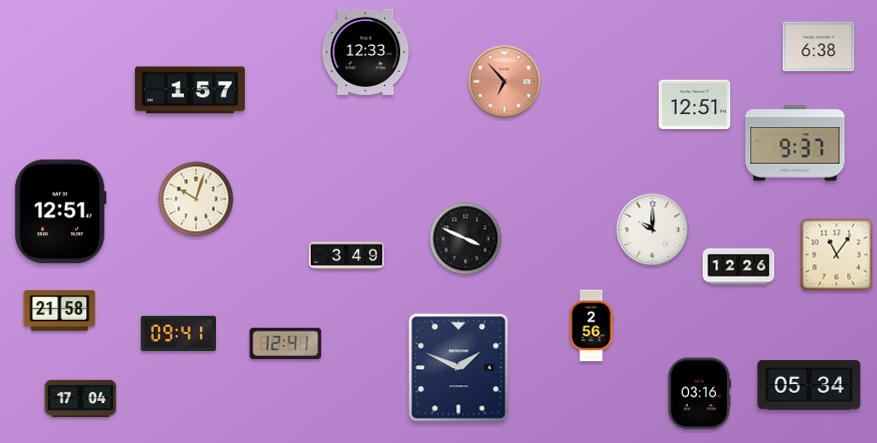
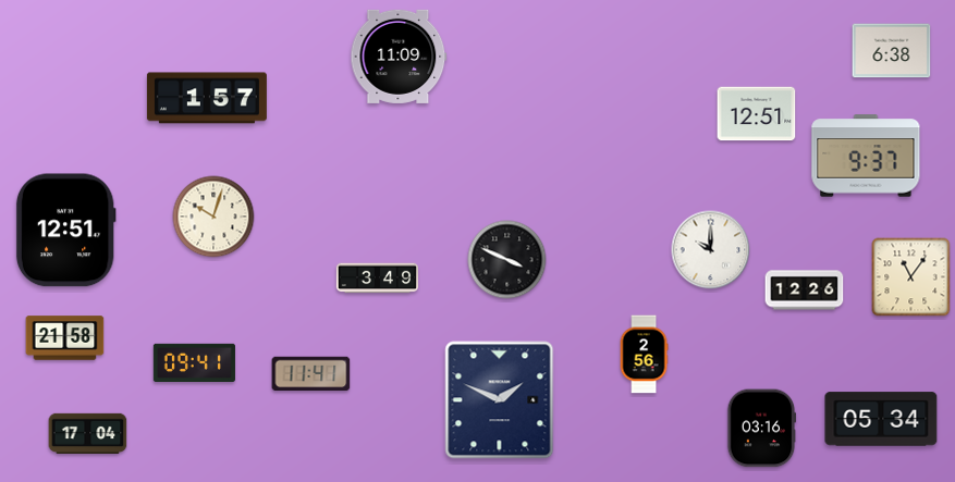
clock at (366, 52): 12:33 -> 11:09
clock at (505, 82): 6:53 -> none
clock at (286, 344): 12:41 -> 11:41
